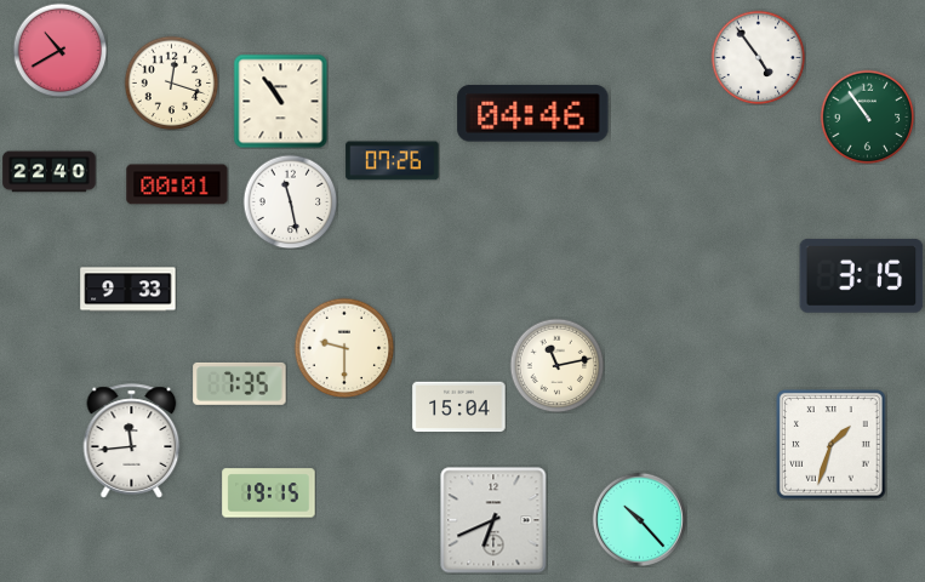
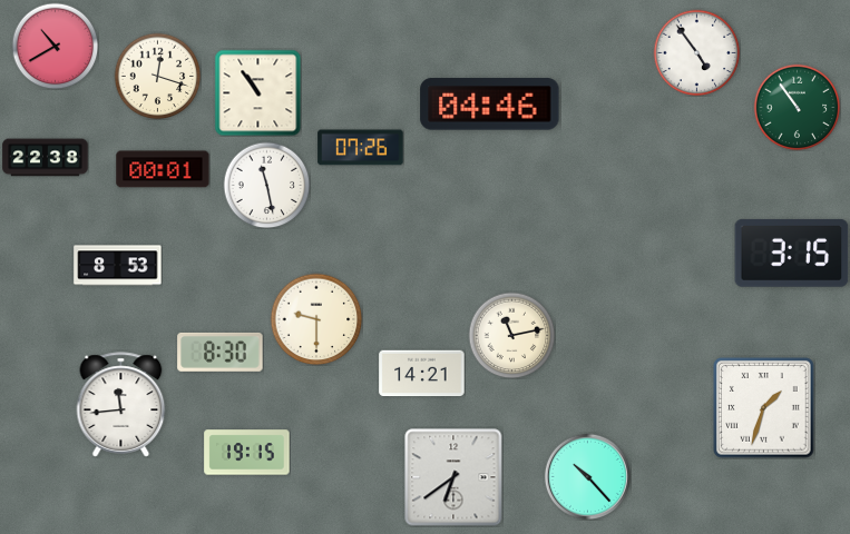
clock at (50, 172): 22:40 -> 22:38
clock at (129, 290): 9:33 -> 8:53
clock at (240, 383): 7:35 -> 8:30
clock at (459, 407): 15:04 -> 14:21
clock at (493, 520): 6:41 -> 6:39
